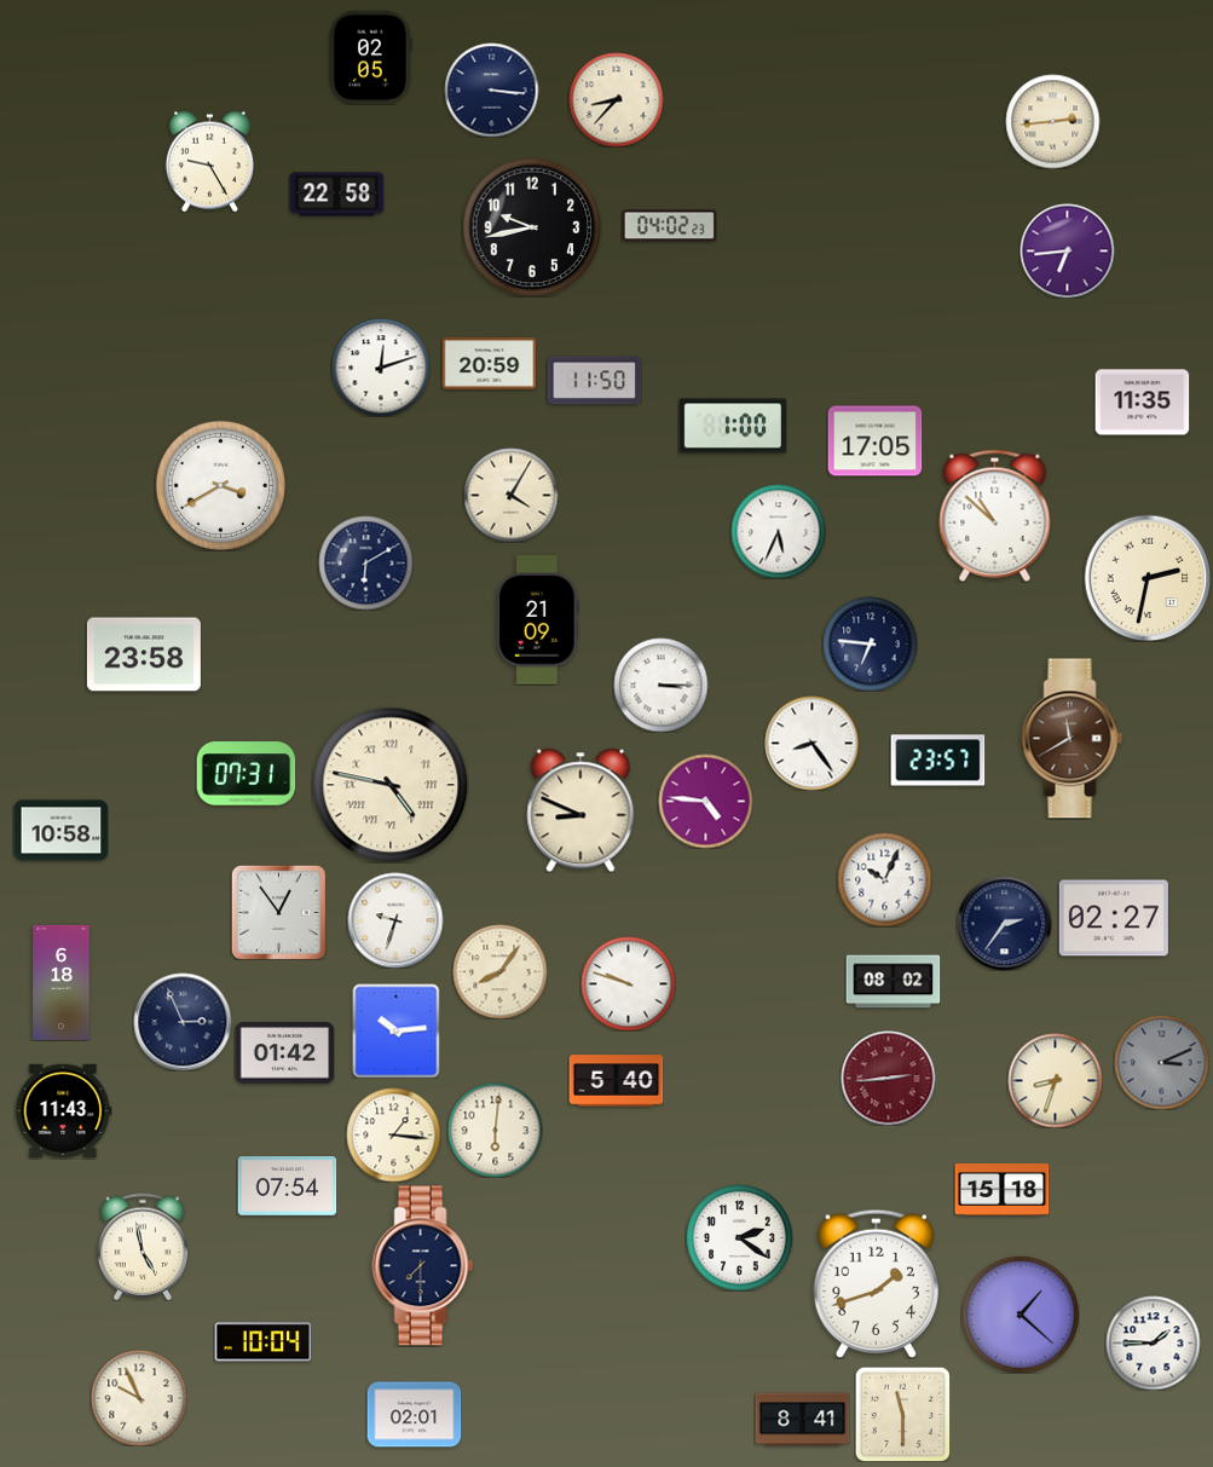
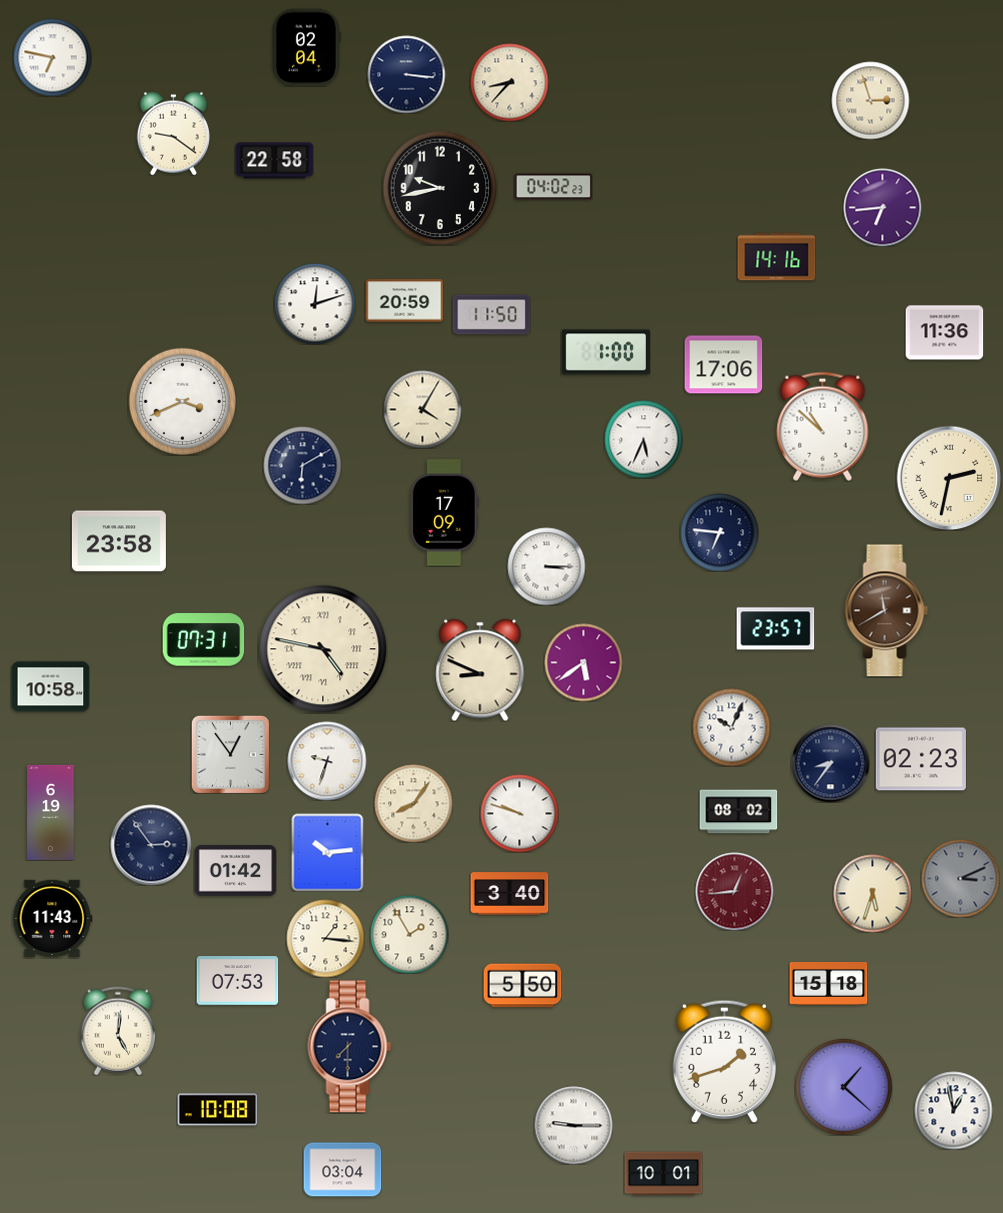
clock at (370, 57): 02:05 -> 02:04
clock at (52, 57): none -> 6:47
clock at (1052, 121): 2:44 -> 2:57
clock at (209, 161): 9:25 -> 9:21
clock at (336, 195) position: (336, 195) -> (274, 161)
clock at (776, 257): none -> 14:16
clock at (1142, 403): 11:35 -> 11:36
clock at (874, 441): 17:05 -> 17:06
clock at (220, 485): 3:40 -> 3:41
clock at (537, 620): 21:09 -> 17:09
clock at (811, 743): 8:24 -> none
clock at (705, 801): 4:46 -> 5:39
clock at (1114, 918): 02:27 -> 02:23
clock at (1004, 923): 2:36 -> 8:36
clock at (62, 982): 6:18 -> 6:19
clock at (183, 1022): 2:56 -> 2:54
clock at (888, 1078): 2:44 -> 12:44
clock at (1055, 1080): 8:33 -> 5:33
clock at (616, 1081): 5:40 -> 3:40
clock at (495, 1130): 6:01 -> 1:55
clock at (287, 1186): 07:54 -> 07:53
clock at (522, 986): none -> 5:50
clock at (739, 1237): 2:21 -> none
clock at (141, 1247): 4:58 -> 5:01
clock at (262, 1342): 10:04 -> 10:08
clock at (1153, 1342): 1:45 -> 12:58
clock at (573, 1125): none -> 9:15
clock at (139, 1398): 9:56 -> none
clock at (902, 1414): 11:30 -> none
clock at (414, 1415): 02:01 -> 03:04
clock at (802, 1420): 8:41 -> 10:01
